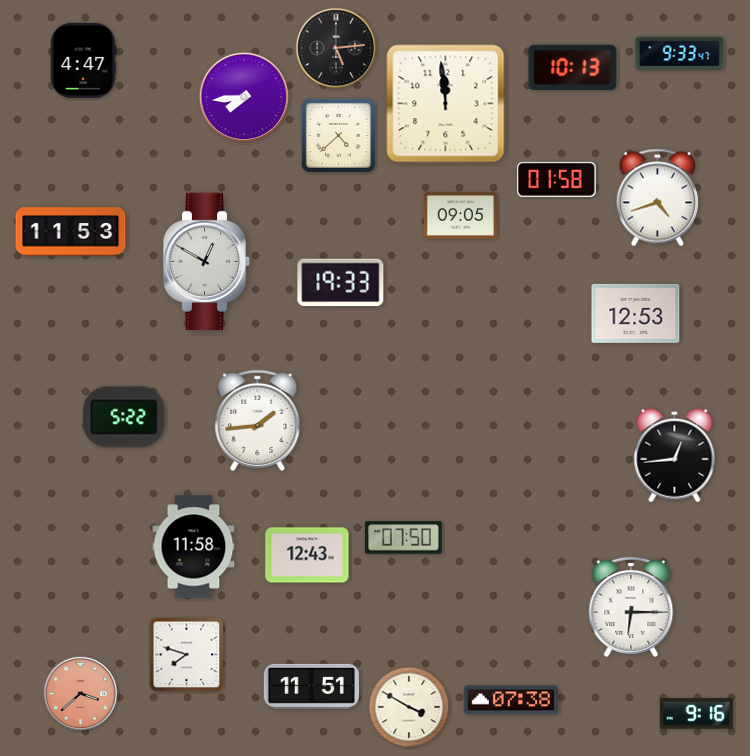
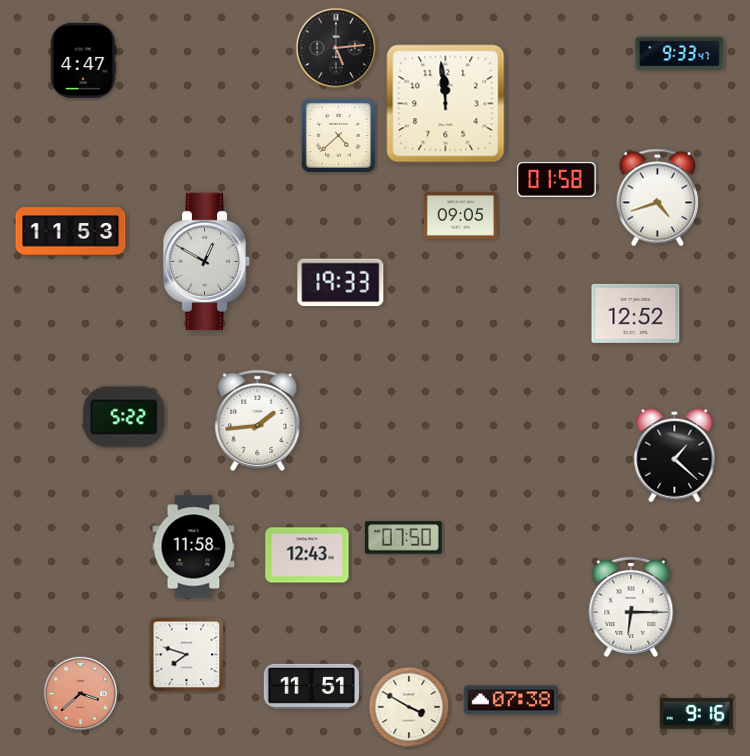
clock at (573, 67): 10:13 -> none
clock at (244, 97): 7:44 -> none
clock at (636, 313): 12:53 -> 12:52
clock at (675, 456): 12:44 -> 1:22
